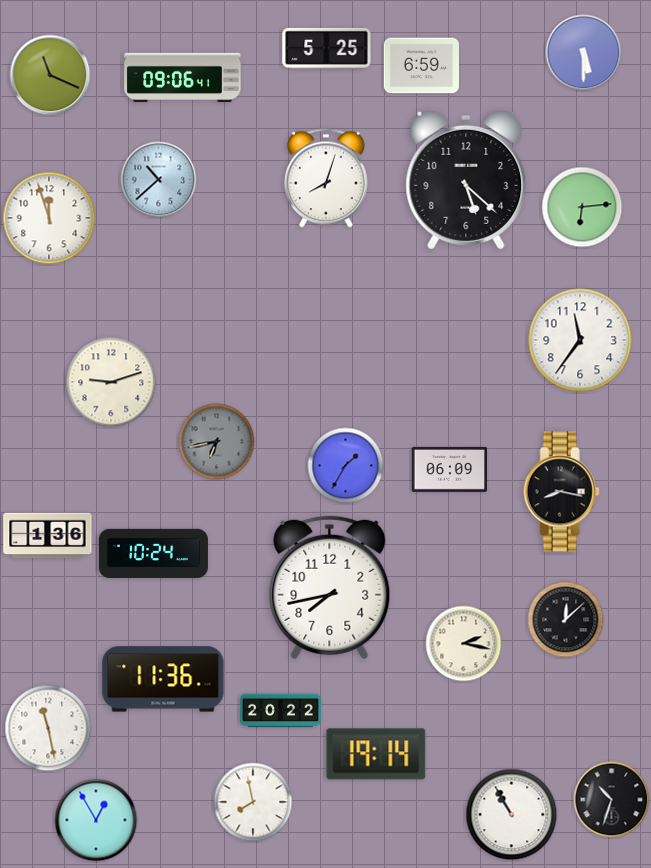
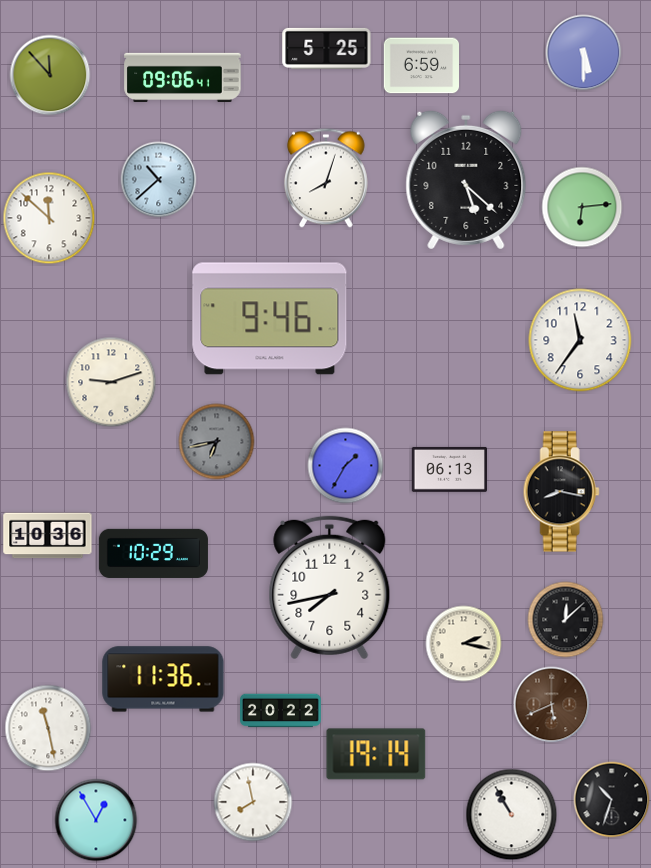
clock at (50, 75): 11:19 -> 11:53
clock at (49, 218): 11:57 -> 11:52
clock at (270, 319): none -> 9:46
clock at (450, 469): 06:09 -> 06:13
clock at (48, 536): 1:36 -> 10:36
clock at (153, 553): 10:24 -> 10:29
clock at (552, 705): none -> 5:41
